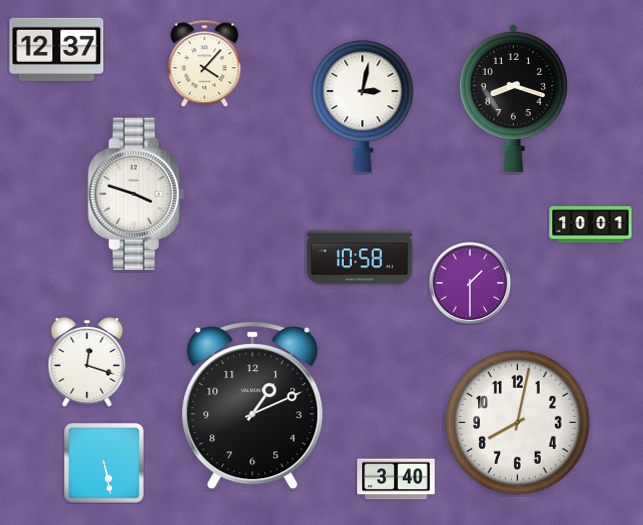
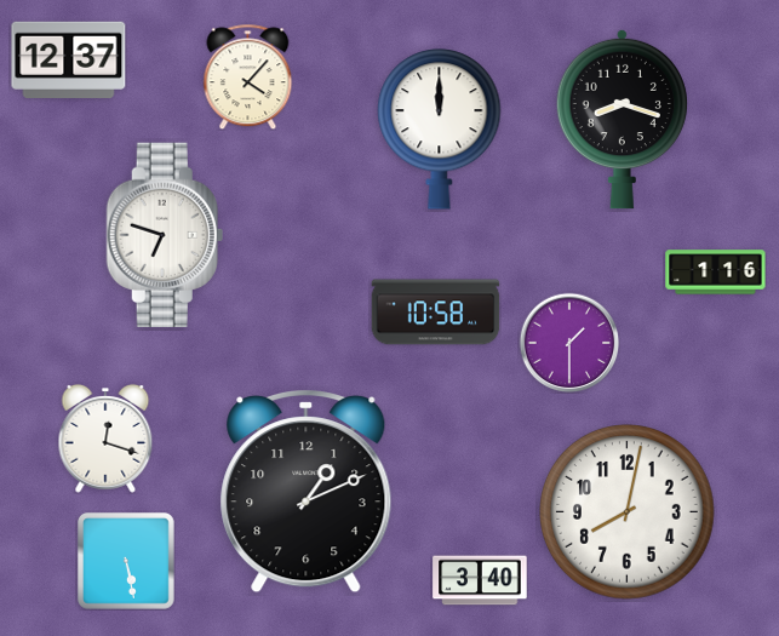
clock at (363, 107): 3:02 -> 12:00
clock at (136, 194): 3:48 -> 6:48
clock at (591, 225): 10:01 -> 1:16
